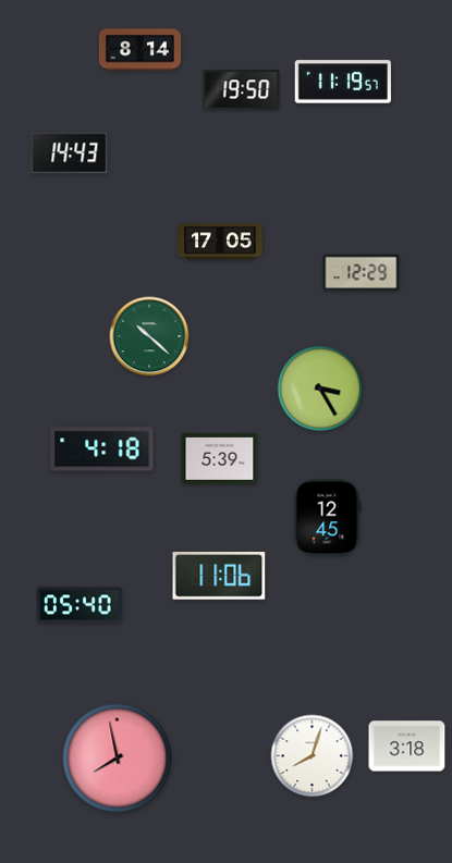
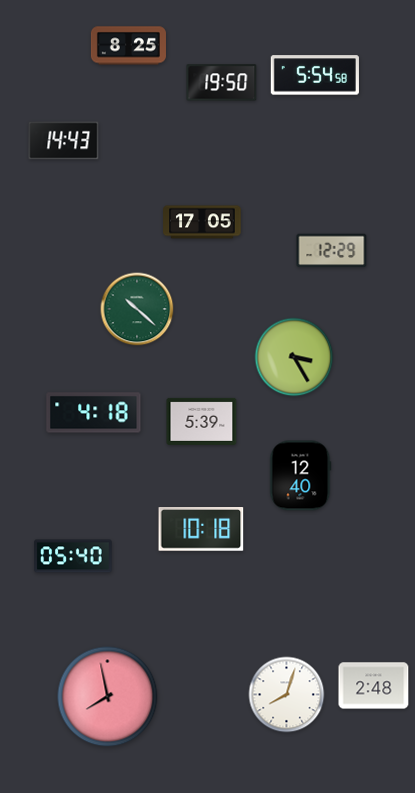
clock at (139, 50): 8:14 -> 8:25
clock at (343, 82): 11:19 -> 5:54
clock at (328, 518): 12:45 -> 12:40
clock at (219, 577): 11:06 -> 10:18
clock at (407, 747): 3:18 -> 2:48
